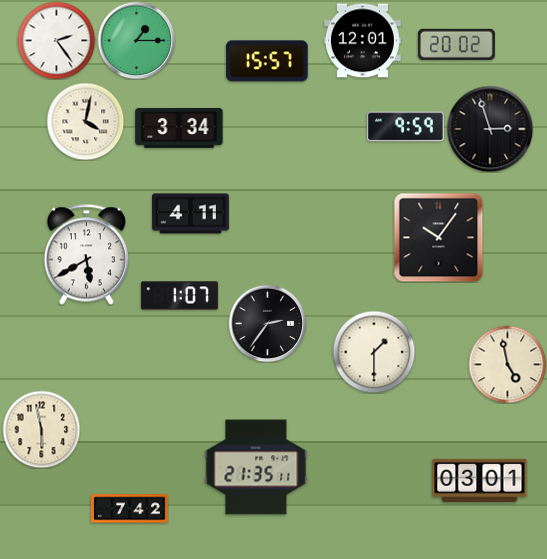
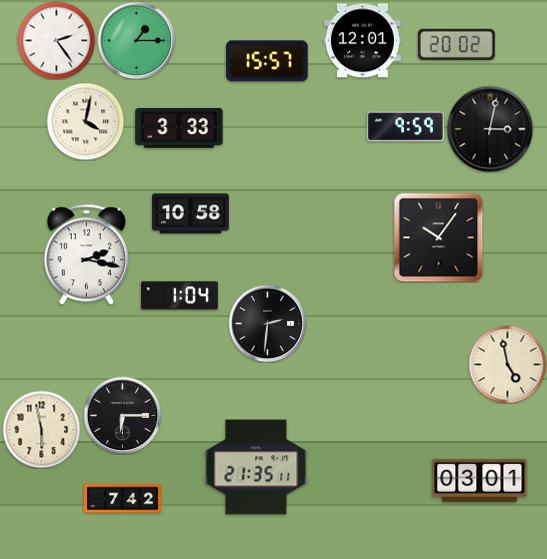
clock at (179, 128): 3:34 -> 3:33
clock at (490, 129): 2:57 -> 3:02
clock at (191, 214): 4:11 -> 10:58
clock at (86, 255): 5:40 -> 2:17
clock at (179, 296): 1:07 -> 1:04
clock at (267, 323): 2:36 -> 2:31
clock at (374, 352): 1:30 -> none
clock at (122, 415): none -> 6:15
clock at (130, 509) position: (130, 509) -> (123, 499)
